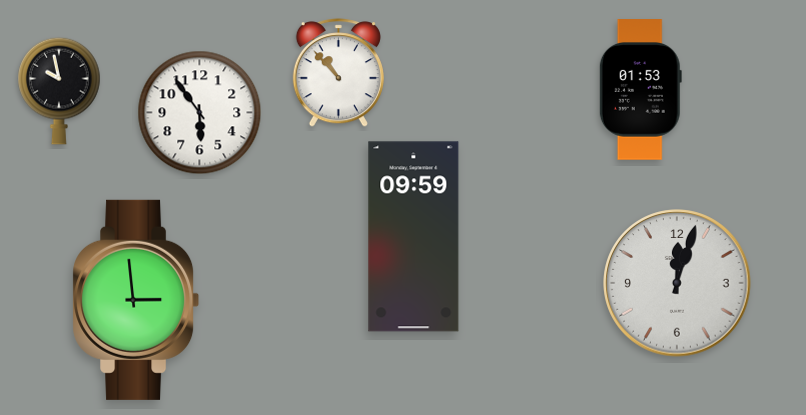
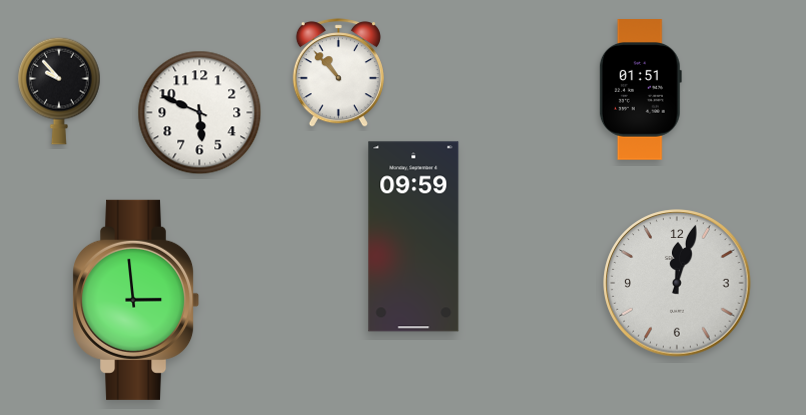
clock at (640, 90): 01:53 -> 01:51
clock at (59, 91): 9:58 -> 9:53
clock at (200, 113): 5:54 -> 5:49
